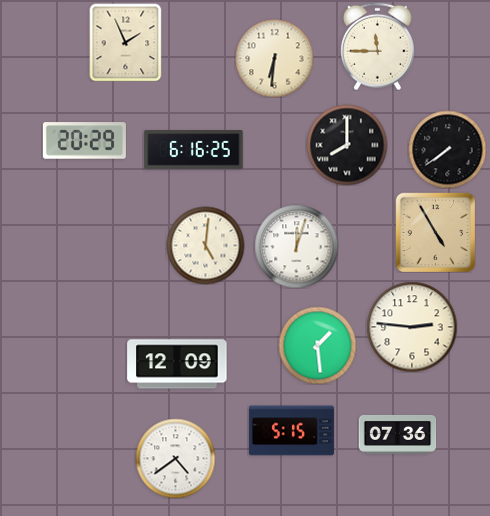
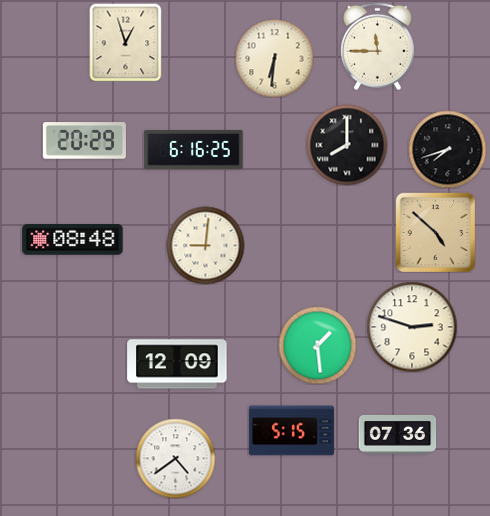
clock at (126, 42): 1:56 -> 12:57
clock at (447, 149): 7:39 -> 7:42
clock at (435, 232): 4:55 -> 4:52
clock at (73, 240): none -> 08:48
clock at (205, 245): 5:01 -> 9:01
clock at (296, 246): 12:03 -> none
clock at (412, 327): 2:46 -> 2:48
